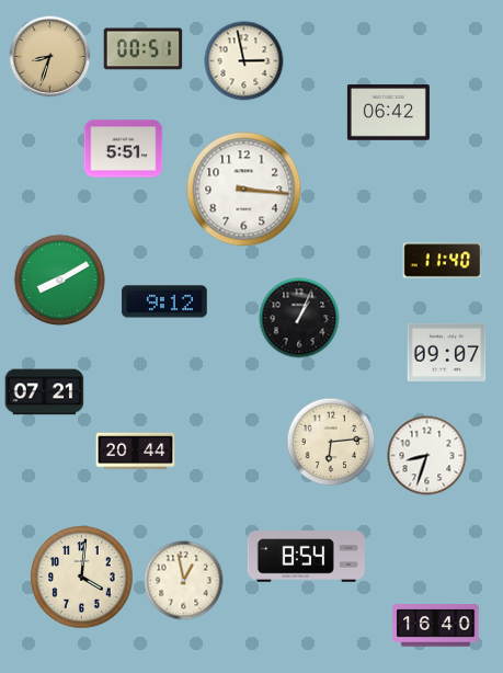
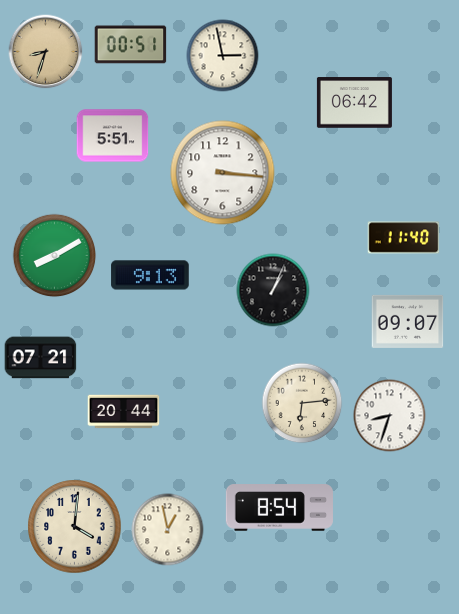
clock at (164, 301): 9:12 -> 9:13
clock at (436, 626): 16:40 -> none
